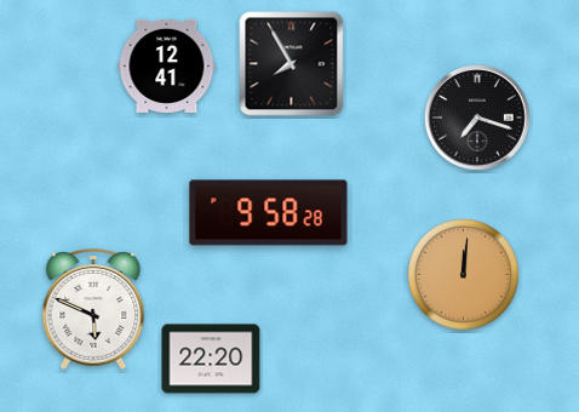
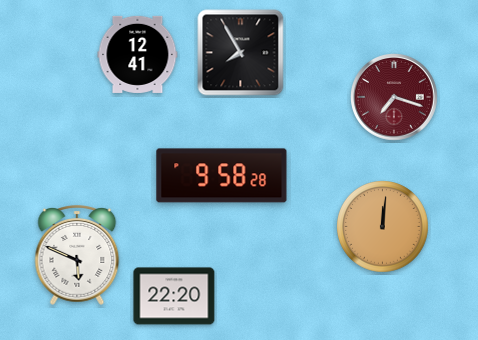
clock at (478, 119) dial: black -> burgundy
